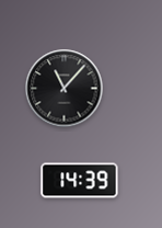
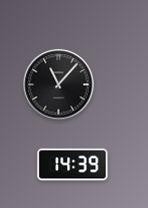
clock at (65, 89) position: (65, 89) -> (59, 85)
